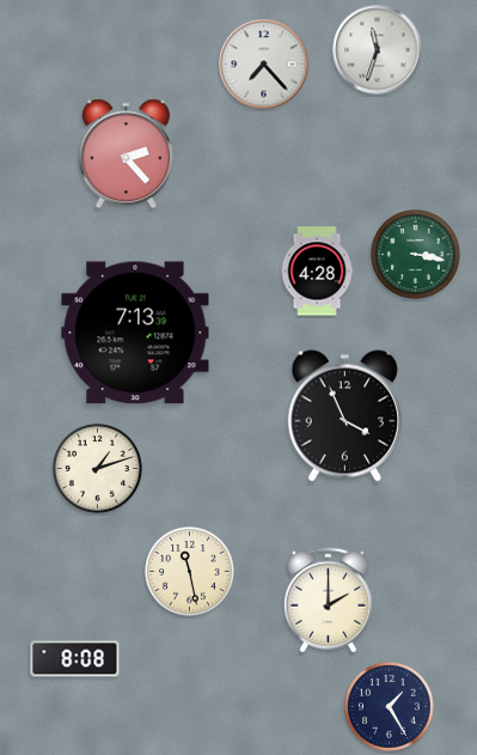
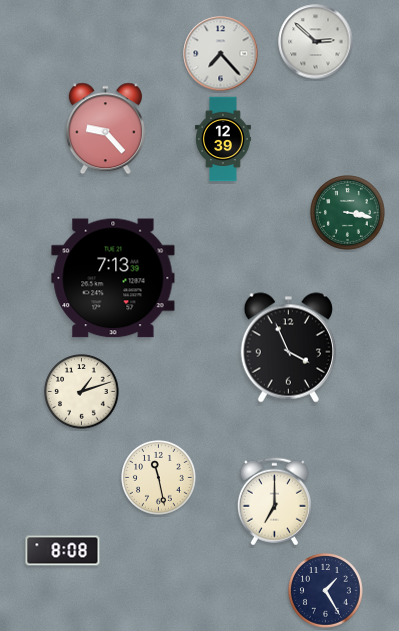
clock at (378, 50): 11:33 -> 2:52
clock at (126, 154): 2:23 -> 9:23
clock at (224, 139): none -> 12:39
clock at (317, 272): 4:28 -> none
clock at (328, 601): 2:00 -> 7:00
